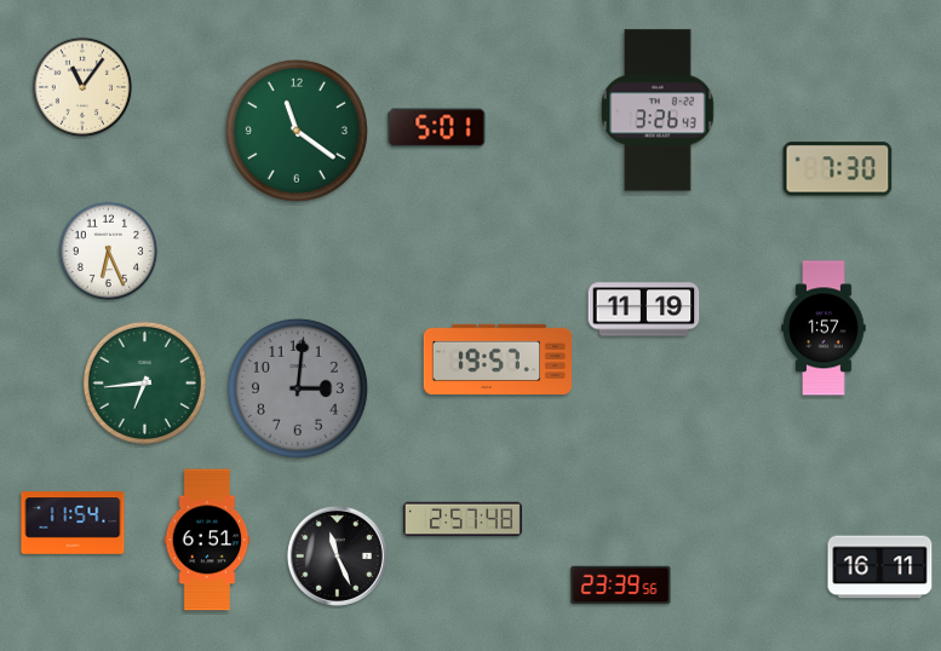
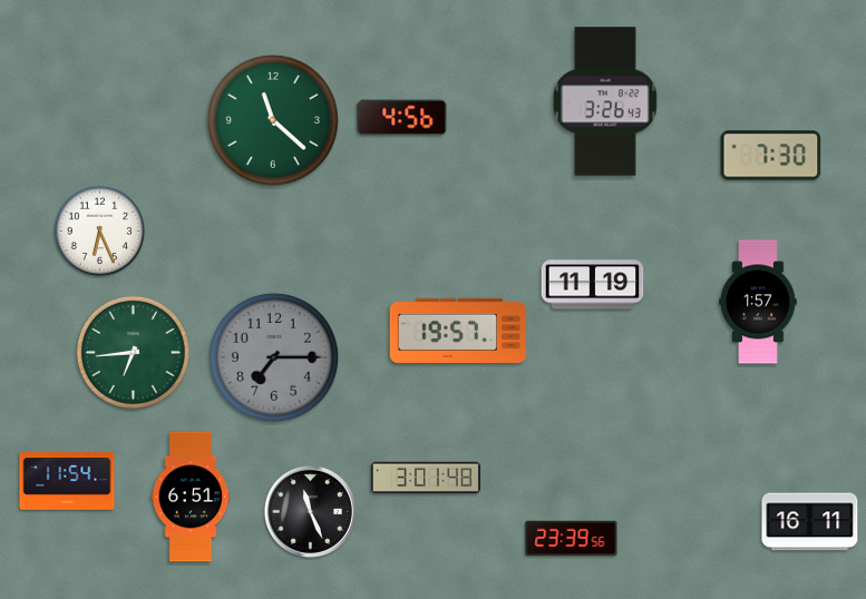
clock at (82, 87): 11:06 -> none
clock at (437, 128): 5:01 -> 4:56
clock at (297, 131): 11:21 -> 11:22
clock at (298, 388): 3:01 -> 7:15
clock at (463, 519): 2:57 -> 3:01
